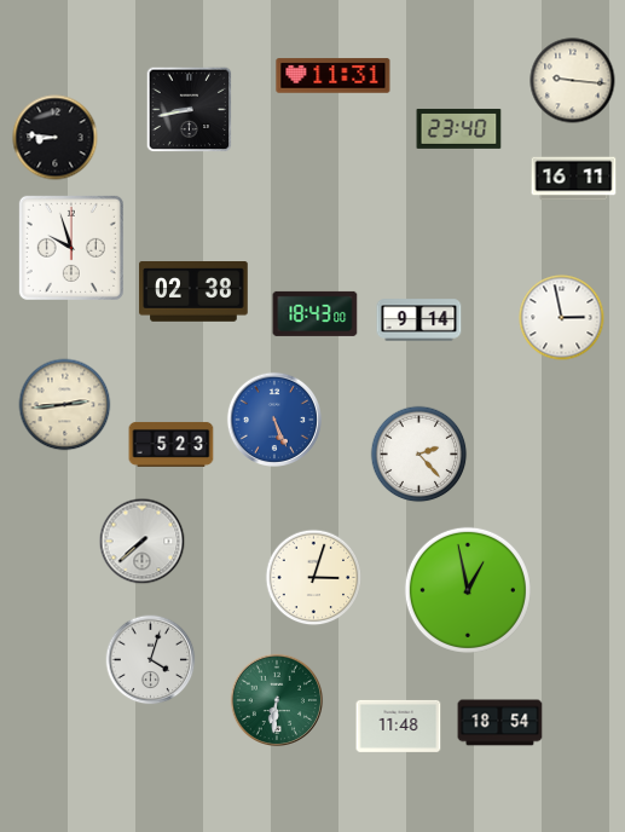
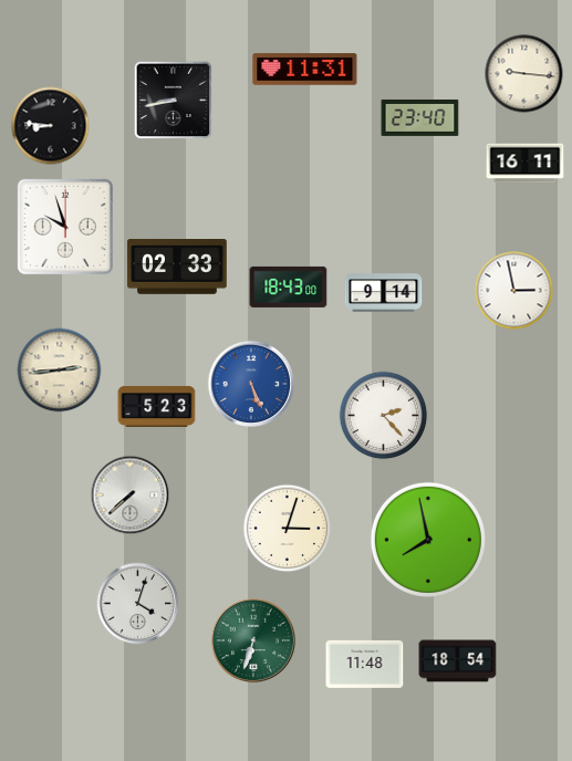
clock at (193, 293): 02:38 -> 02:33
clock at (468, 590): 12:58 -> 7:58
clock at (277, 700): 6:31 -> 6:33
